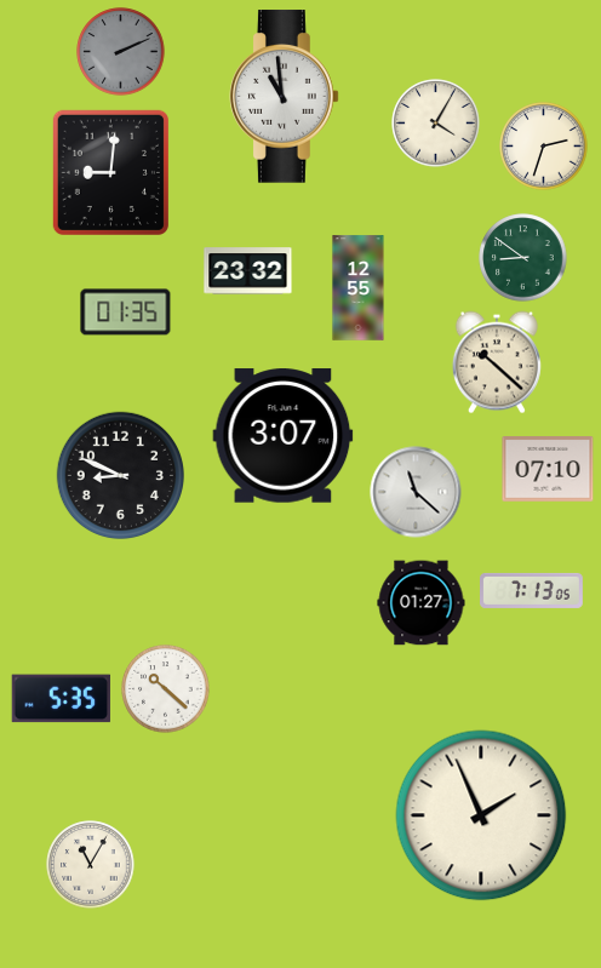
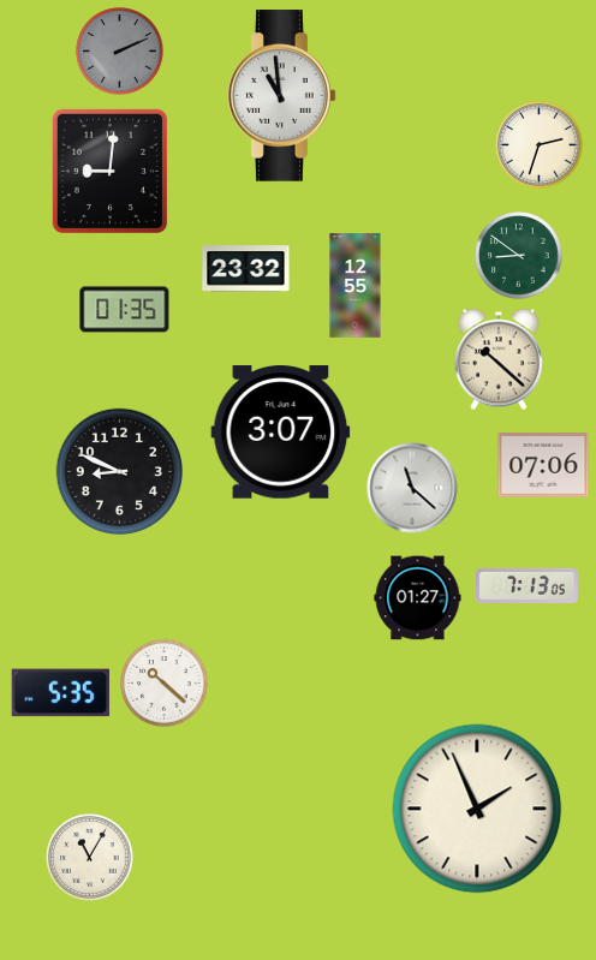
clock at (436, 124): 4:05 -> none
clock at (497, 362) position: (497, 362) -> (499, 359)
clock at (548, 469): 07:10 -> 07:06
